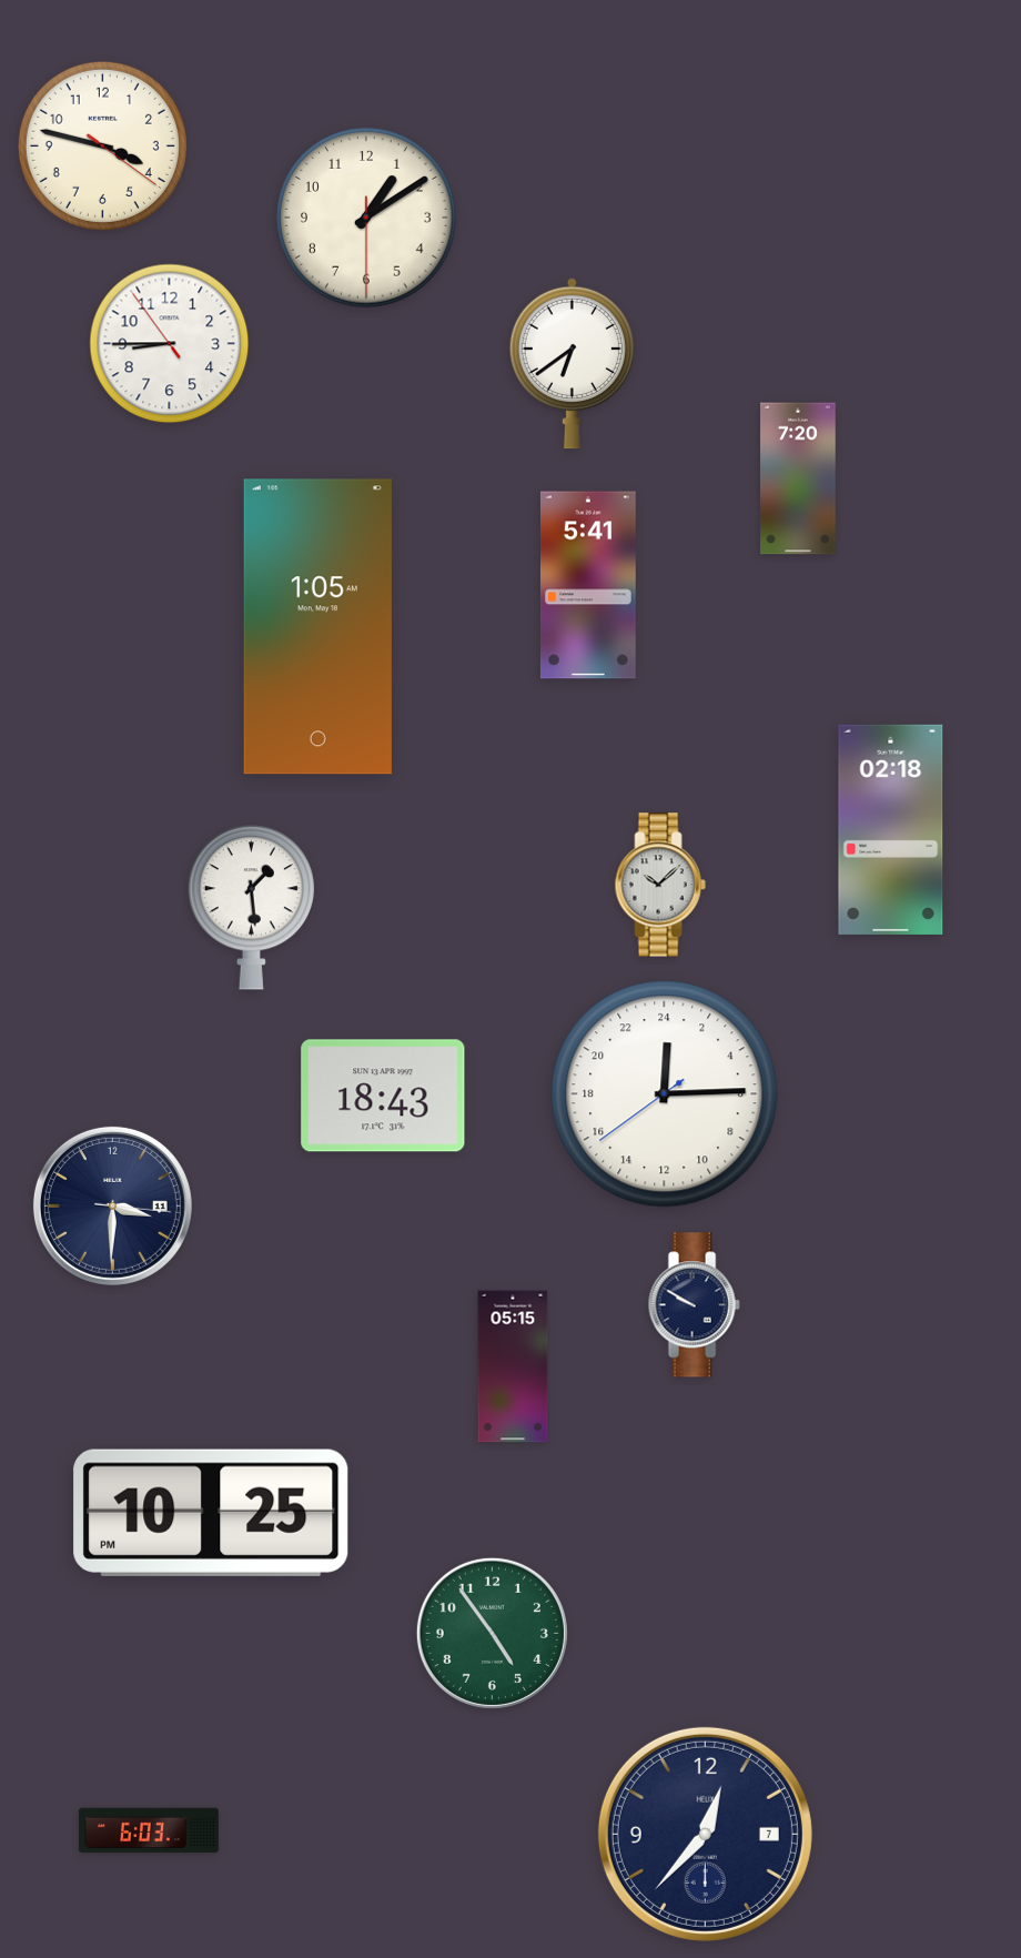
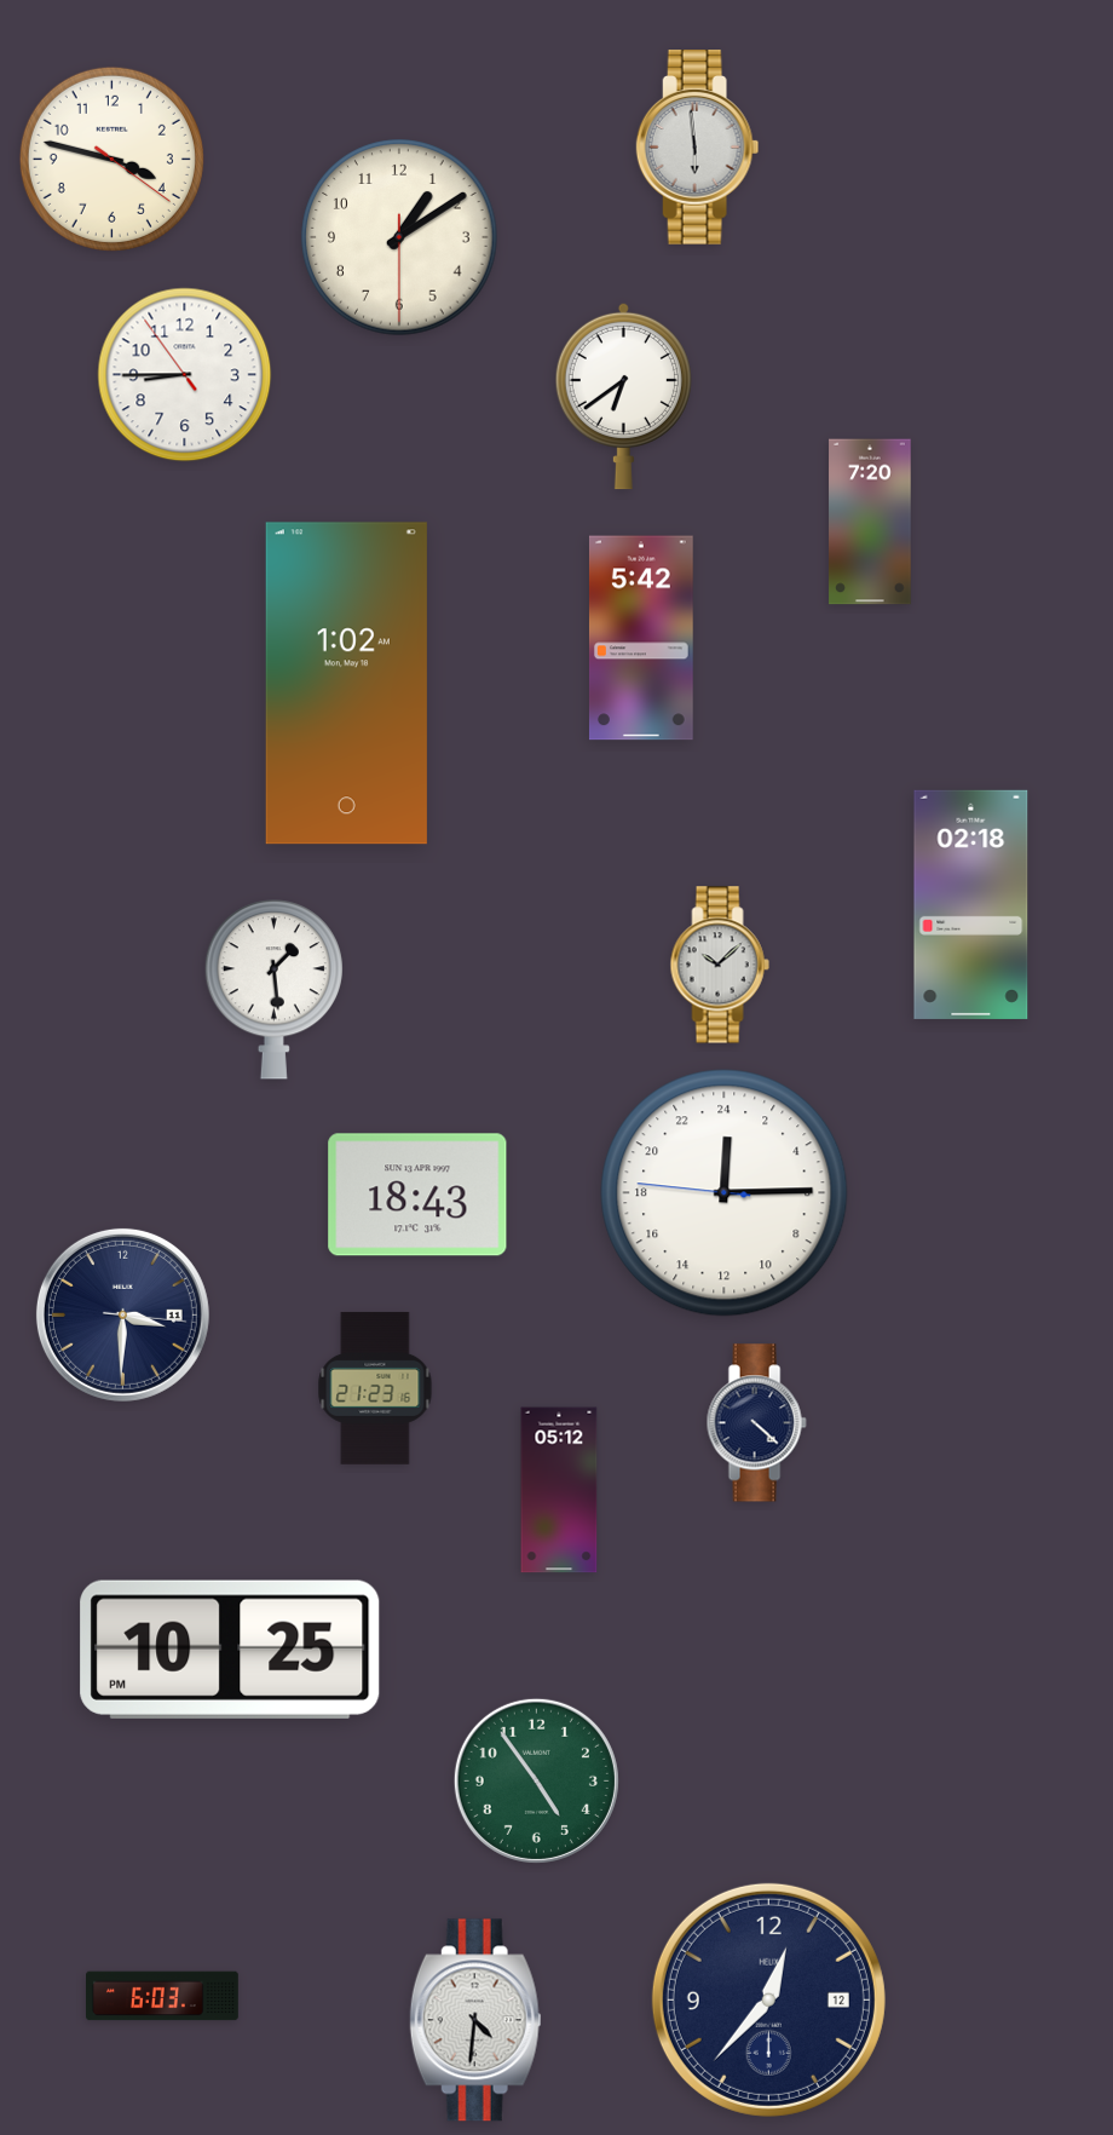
clock at (698, 148): none -> 5:59
clock at (588, 585): 5:41 -> 5:42
clock at (317, 627): 1:05 -> 1:02
clock at (665, 1094): 0:14:39 -> 0:14:46
clock at (375, 1388): none -> 21:23
clock at (694, 1305): 9:50 -> 4:22
clock at (513, 1366): 05:15 -> 05:12
clock at (705, 1834) date: 7 -> 12
clock at (475, 2020): none -> 4:31
